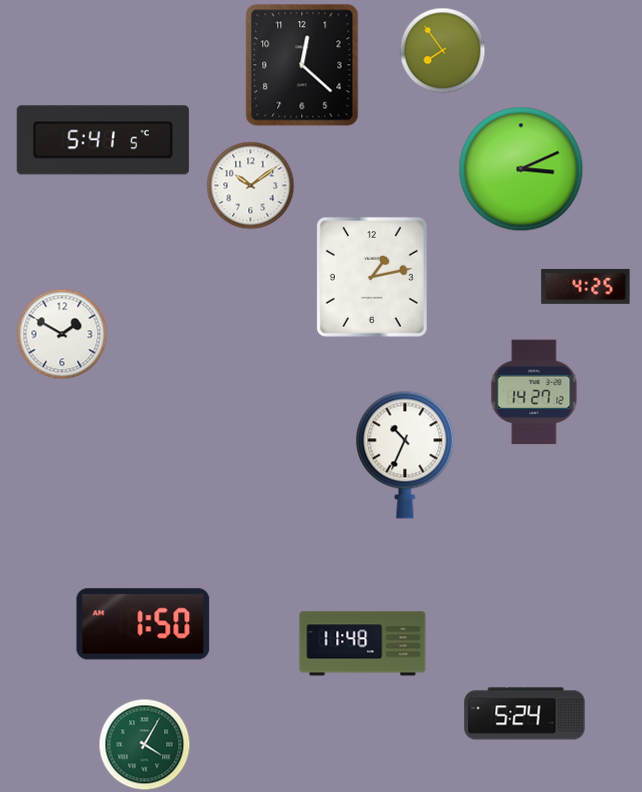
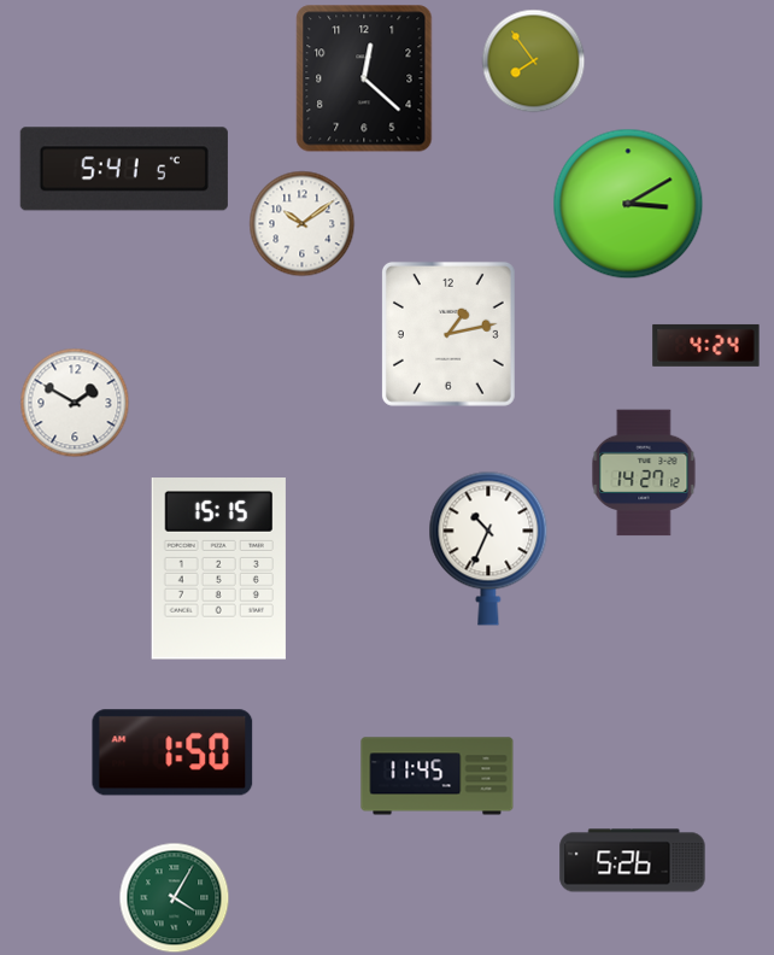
clock at (521, 169): 3:11 -> 3:10
clock at (586, 286): 4:25 -> 4:24
clock at (218, 569): none -> 15:15
clock at (363, 644): 11:48 -> 11:45
clock at (525, 714): 5:24 -> 5:26
